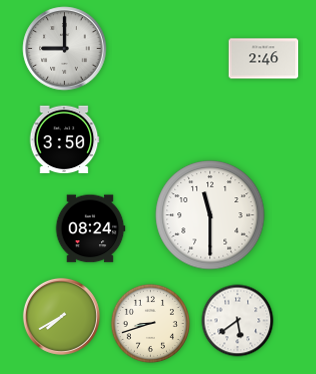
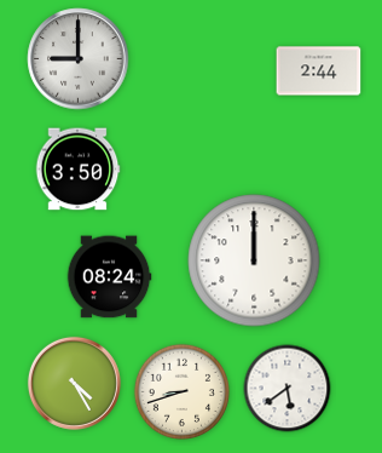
clock at (264, 59): 2:46 -> 2:44
clock at (210, 215): 11:30 -> 12:00
clock at (61, 316): 7:40 -> 4:25
